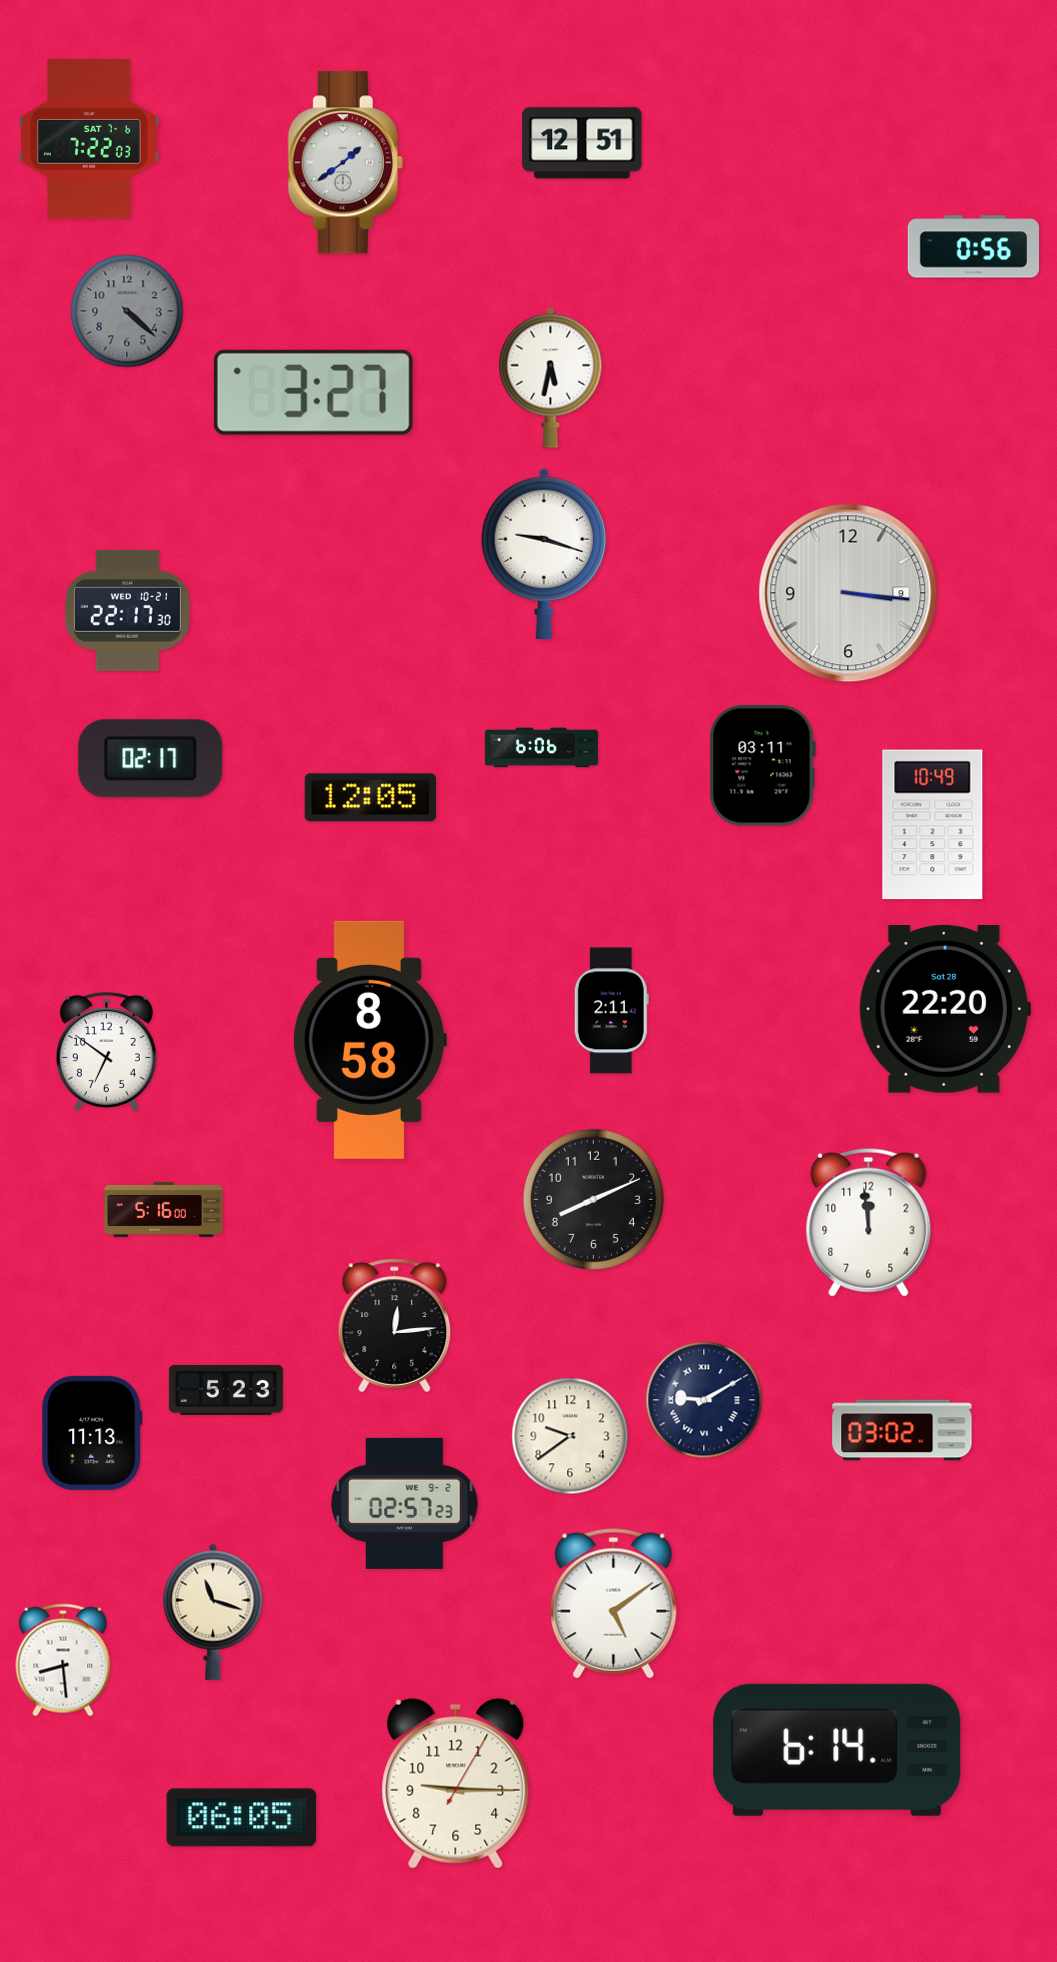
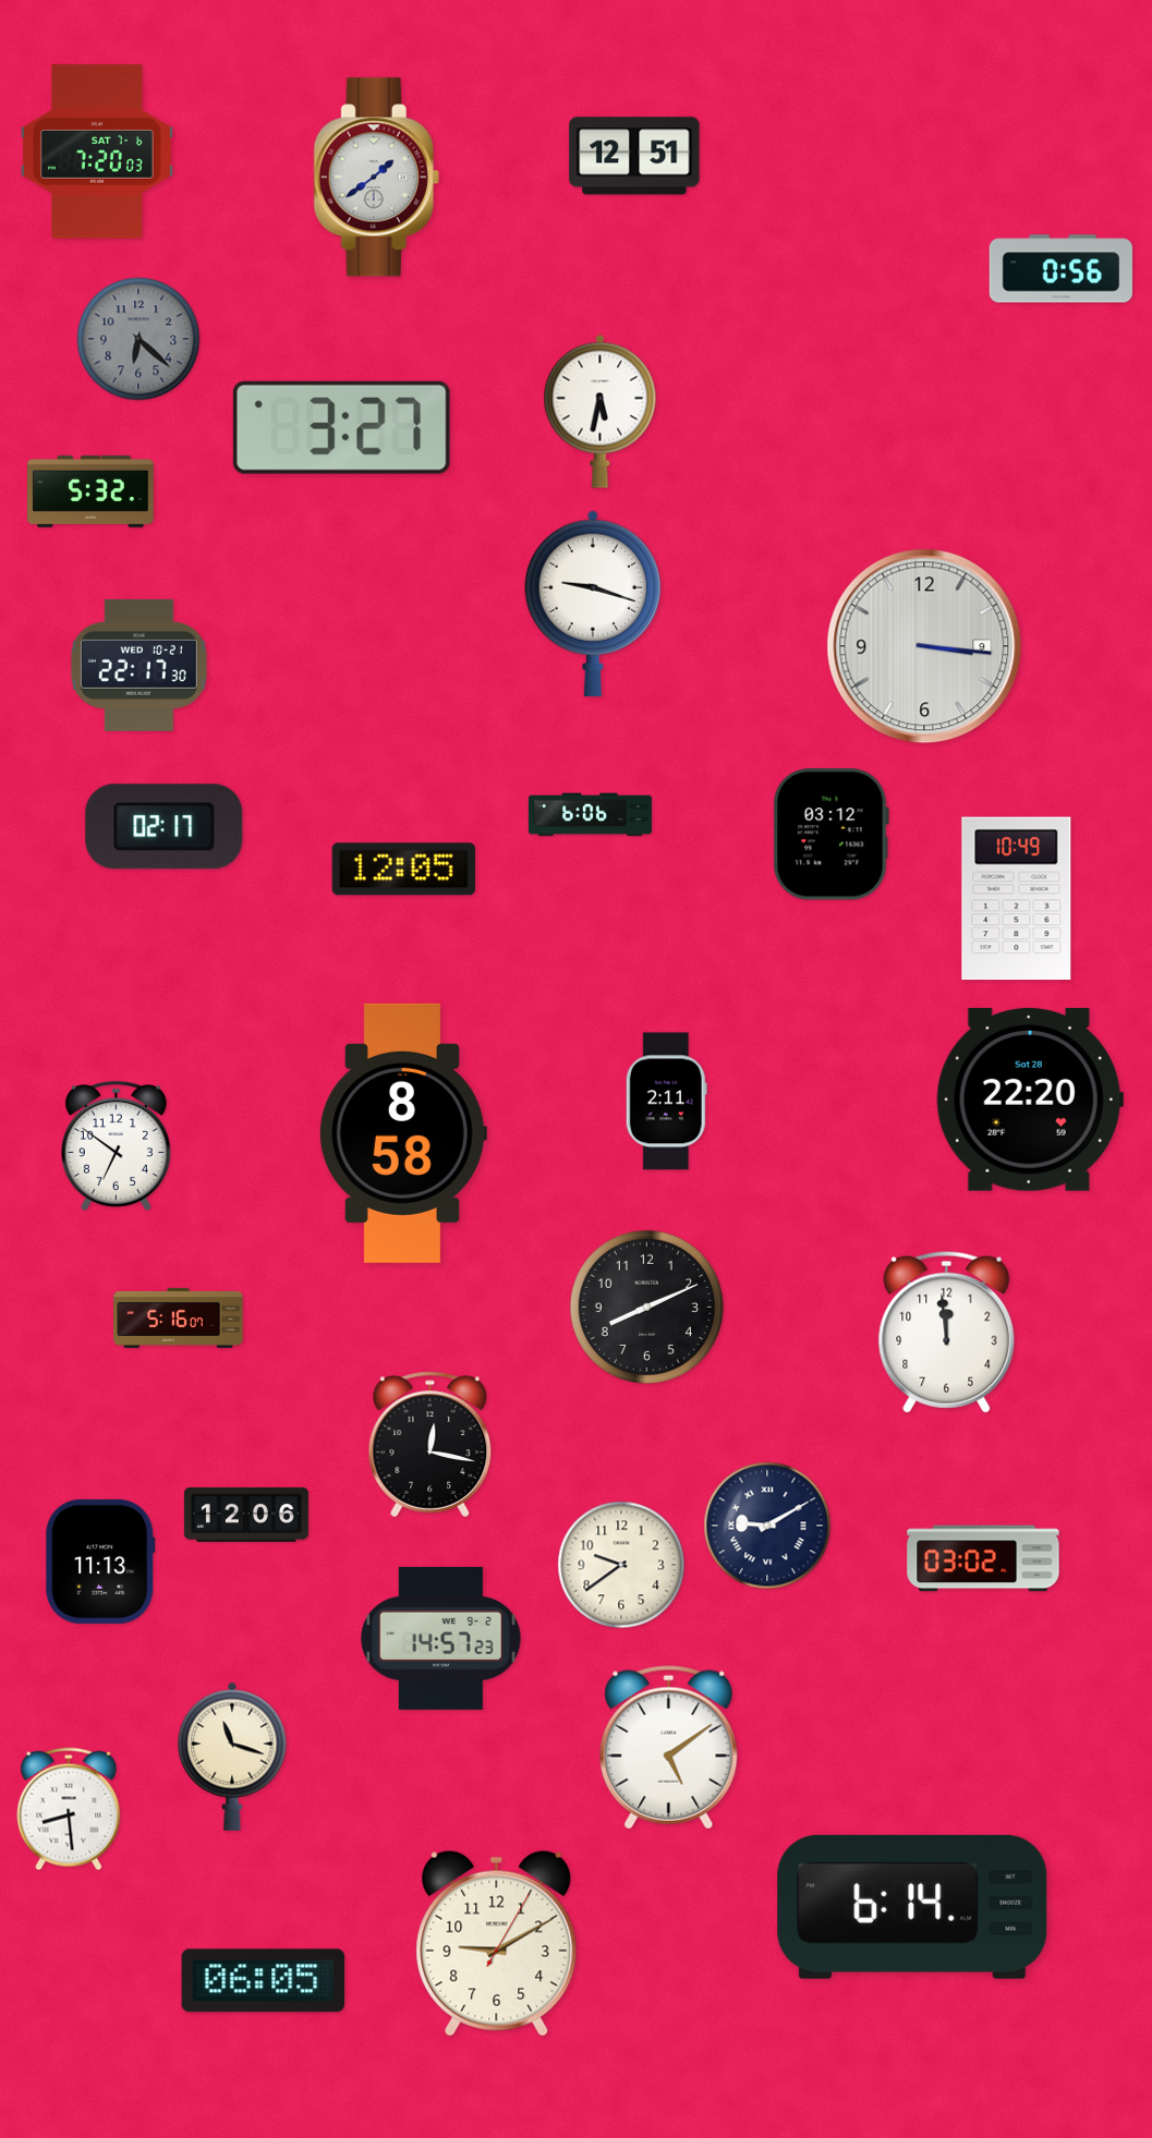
clock at (89, 139): 7:22 -> 7:20
clock at (127, 311): 4:22 -> 6:22
clock at (92, 491): none -> 5:32
clock at (762, 766): 03:11 -> 03:12
clock at (164, 1209): 5:16:00 -> 5:16:07
clock at (395, 1326): 12:14 -> 12:17
clock at (226, 1390): 5:23 -> 12:06
clock at (405, 1503): 02:57 -> 14:57
clock at (456, 1783): 9:15 -> 9:10
